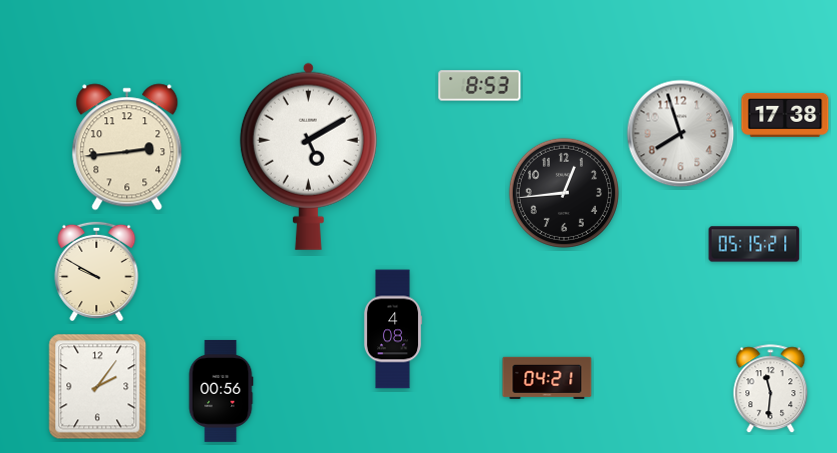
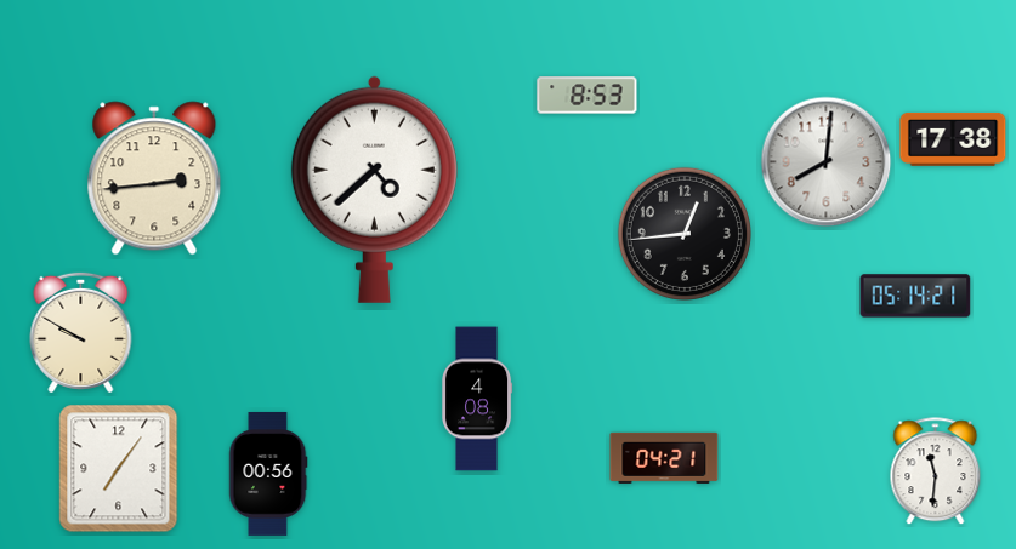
clock at (480, 86) position: (480, 86) -> (588, 96)
clock at (681, 134): 7:57 -> 8:01
clock at (308, 156): 5:10 -> 4:38
clock at (754, 244): 05:15 -> 05:14
clock at (97, 271) position: (97, 271) -> (81, 332)
clock at (98, 387): 2:06 -> 7:06
